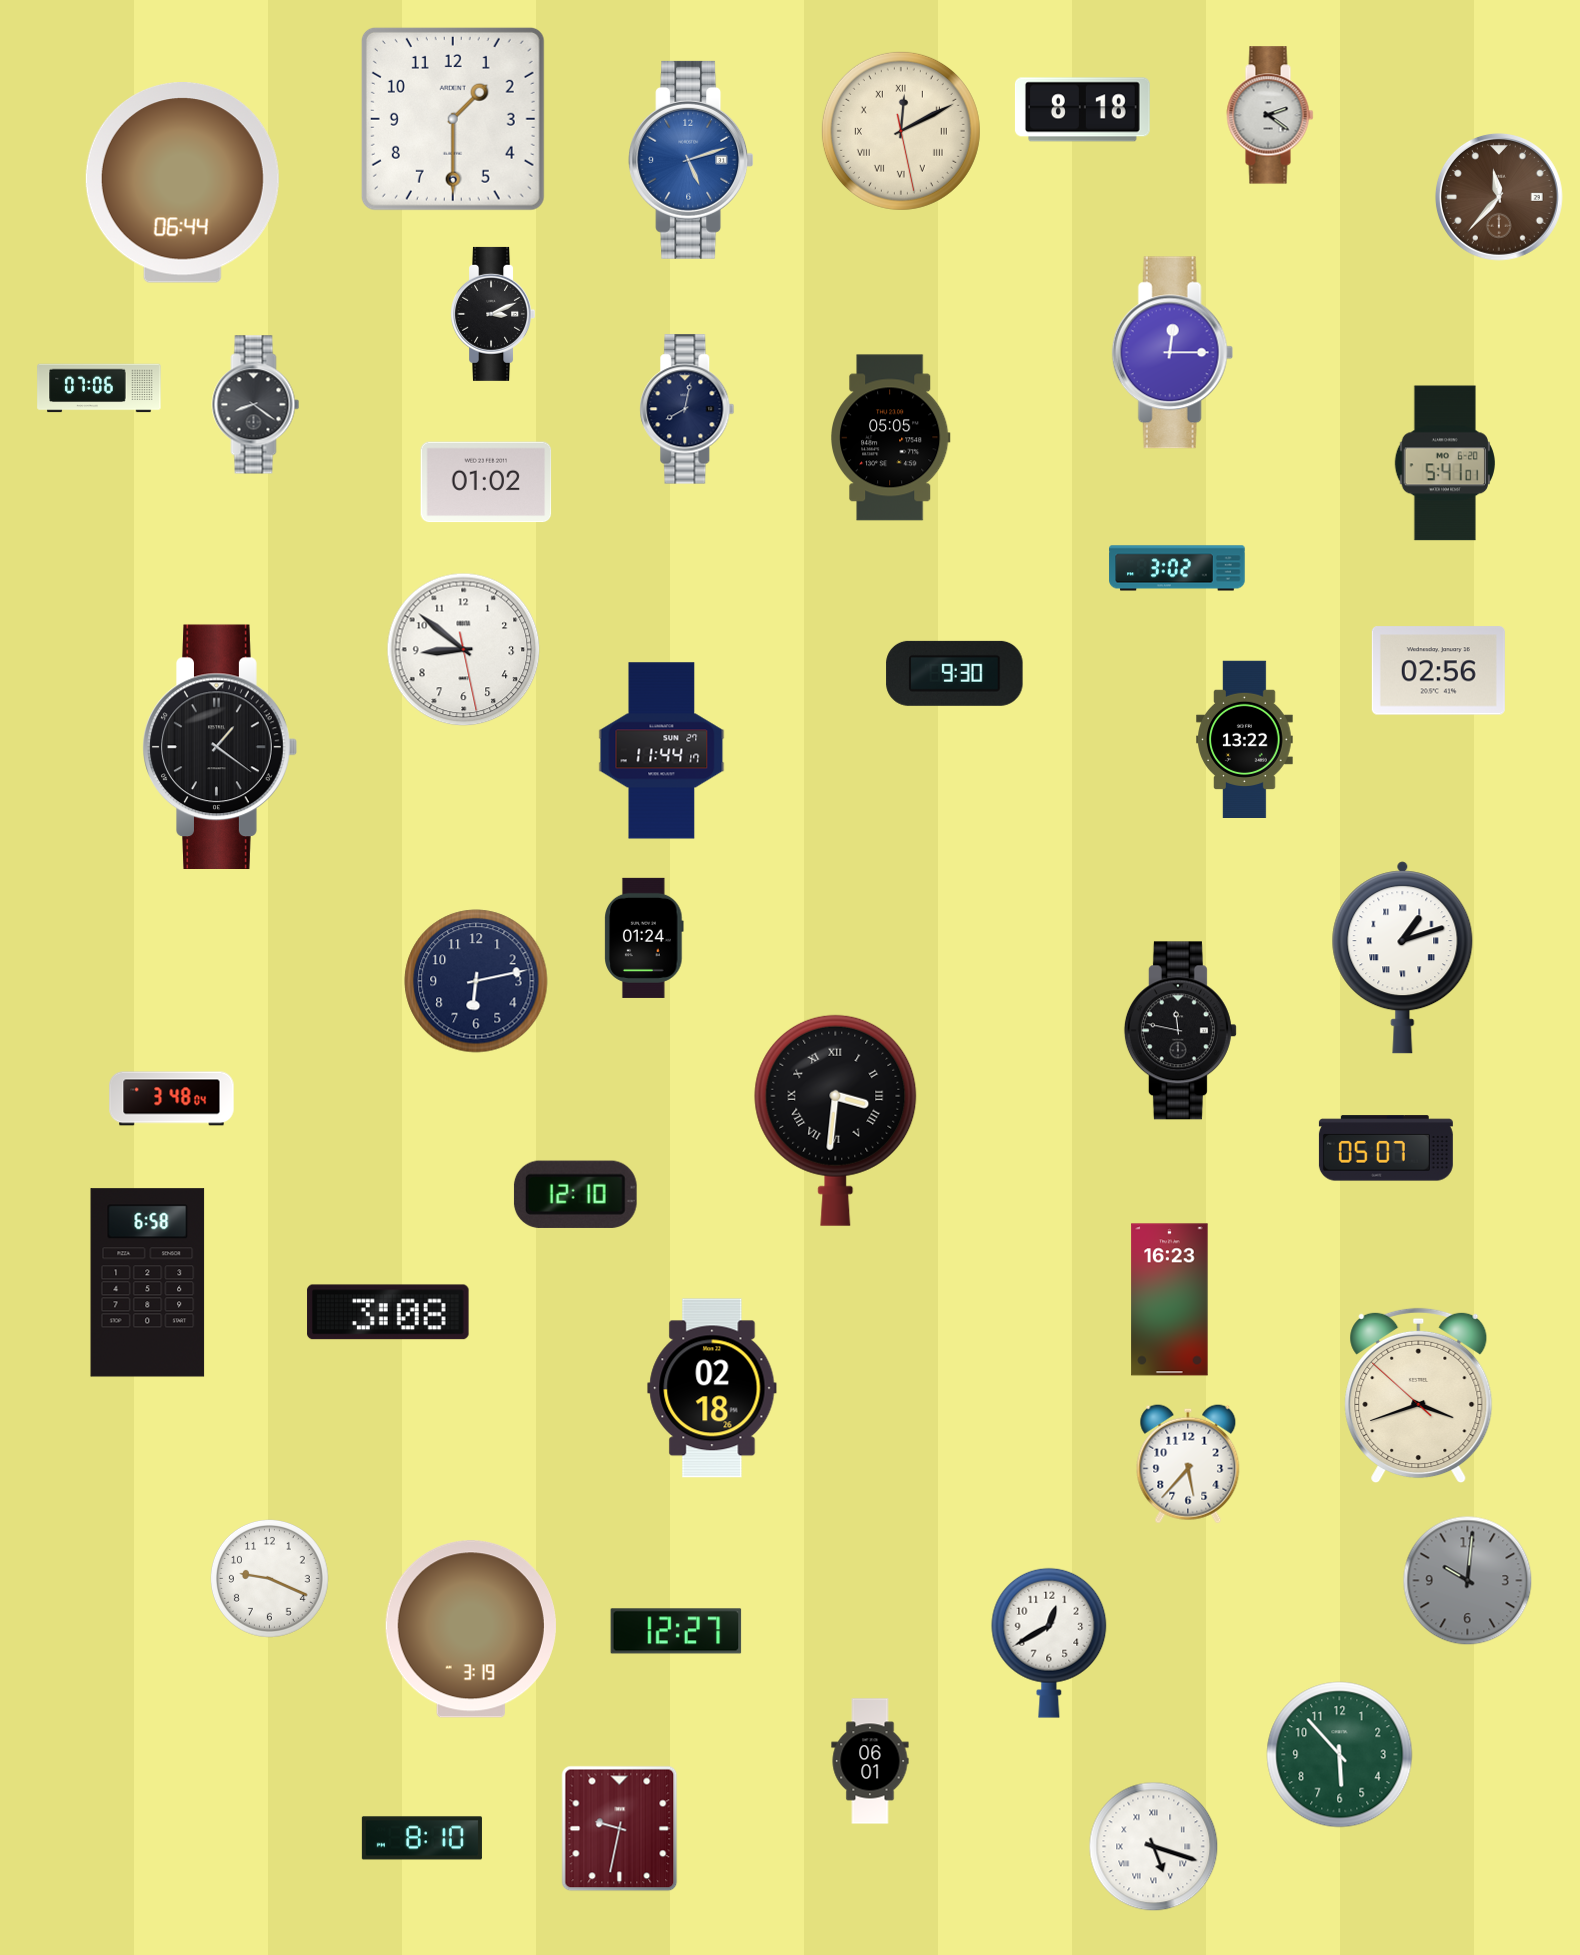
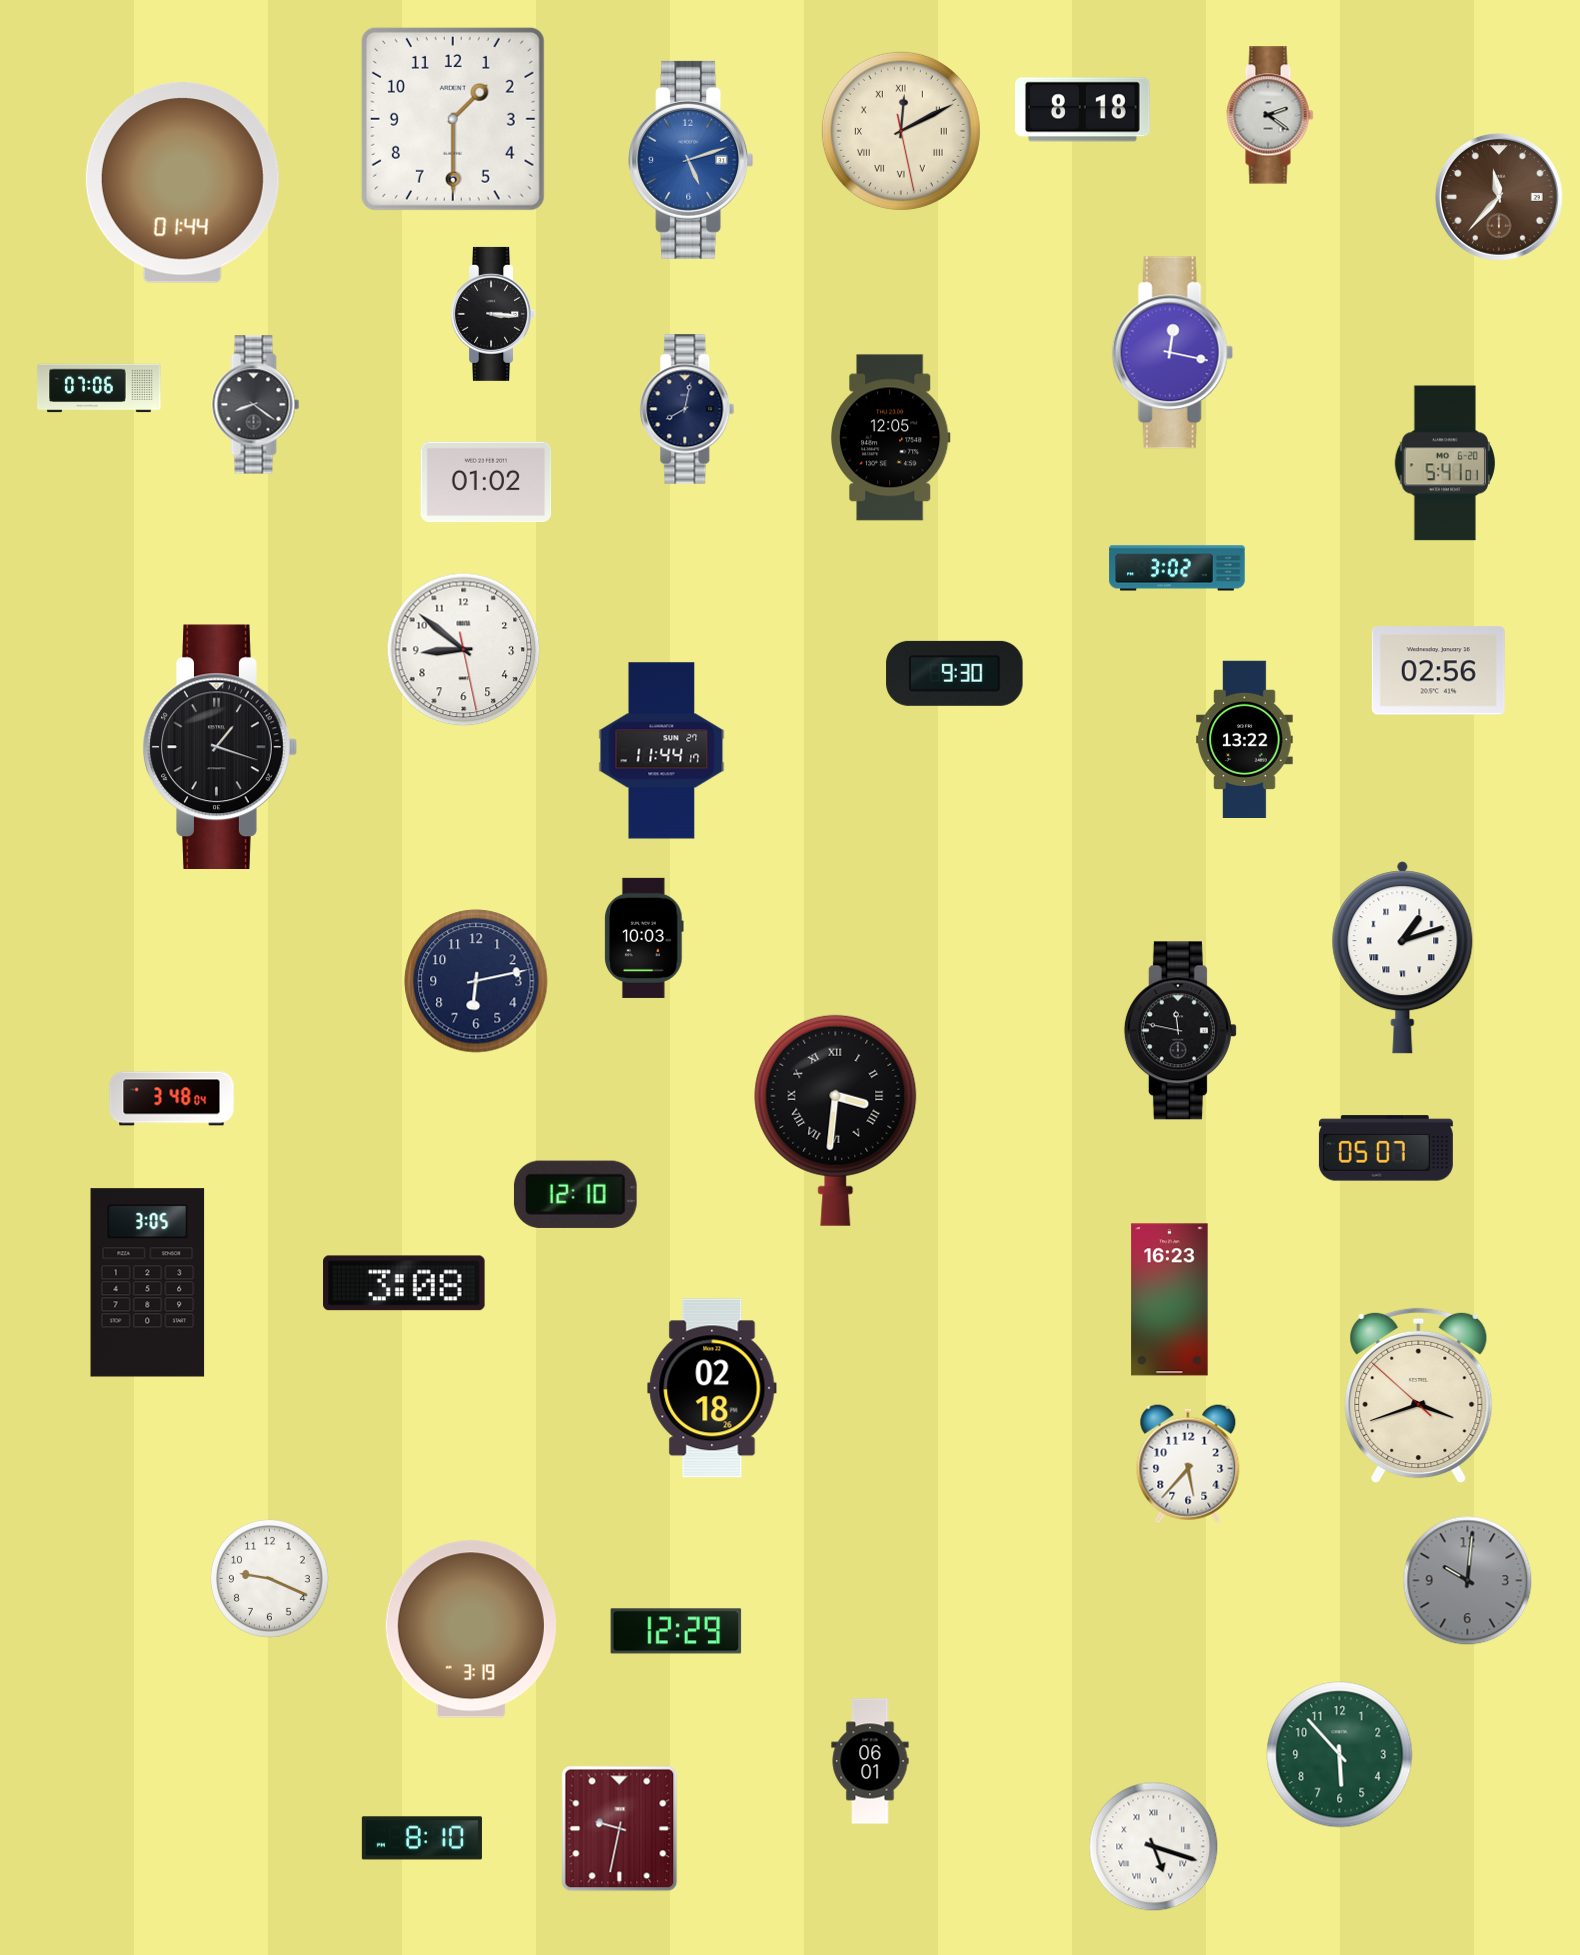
clock at (182, 183): 06:44 -> 01:44
clock at (492, 314): 3:11 -> 3:16
clock at (1172, 353): 12:15 -> 12:17
clock at (891, 438): 05:05 -> 12:05
clock at (220, 746): 1:21 -> 1:18
clock at (644, 938): 01:24 -> 10:03
clock at (148, 1283): 6:58 -> 3:05
clock at (388, 1312) position: (388, 1312) -> (404, 1283)
clock at (676, 1631): 12:27 -> 12:29
clock at (1049, 1643): 12:40 -> none
